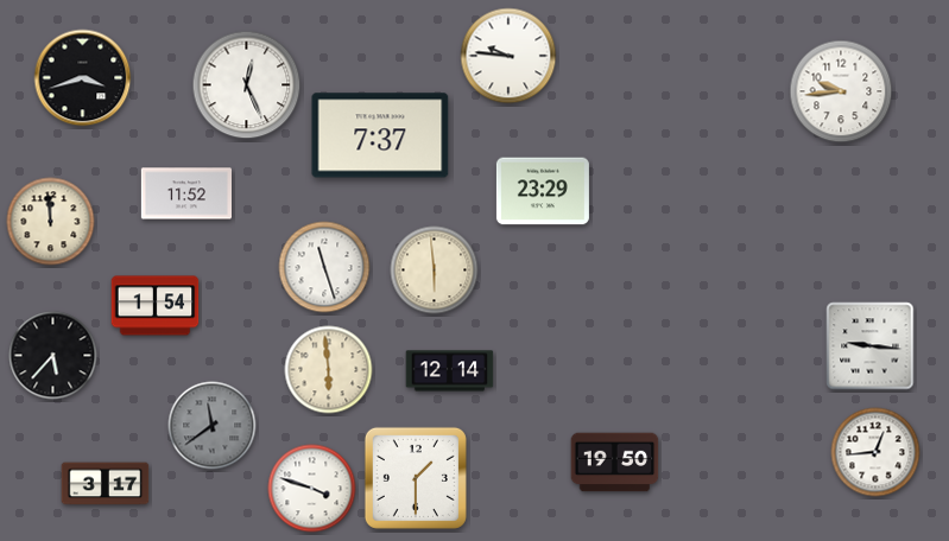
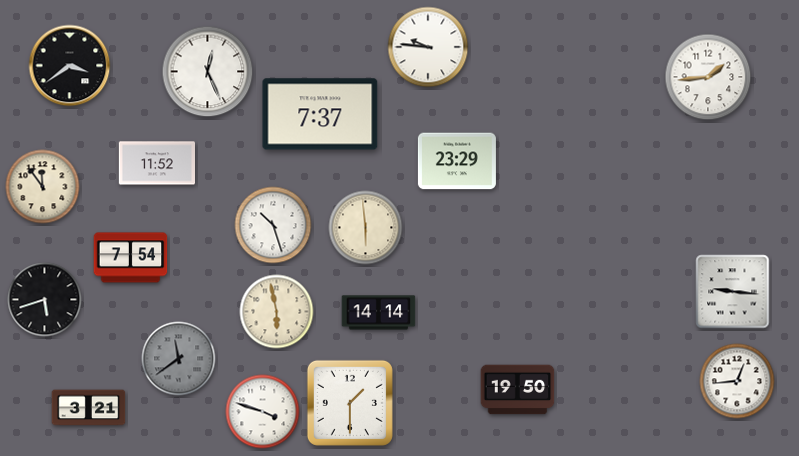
clock at (83, 78): 3:42 -> 3:39
clock at (841, 91): 9:44 -> 1:44
clock at (51, 222): 11:59 -> 11:54
clock at (324, 267): 11:27 -> 10:27
clock at (156, 306): 1:54 -> 7:54
clock at (53, 356): 5:37 -> 5:42
clock at (329, 370): 5:59 -> 5:58
clock at (450, 371): 12:14 -> 14:14
clock at (106, 484): 3:17 -> 3:21
